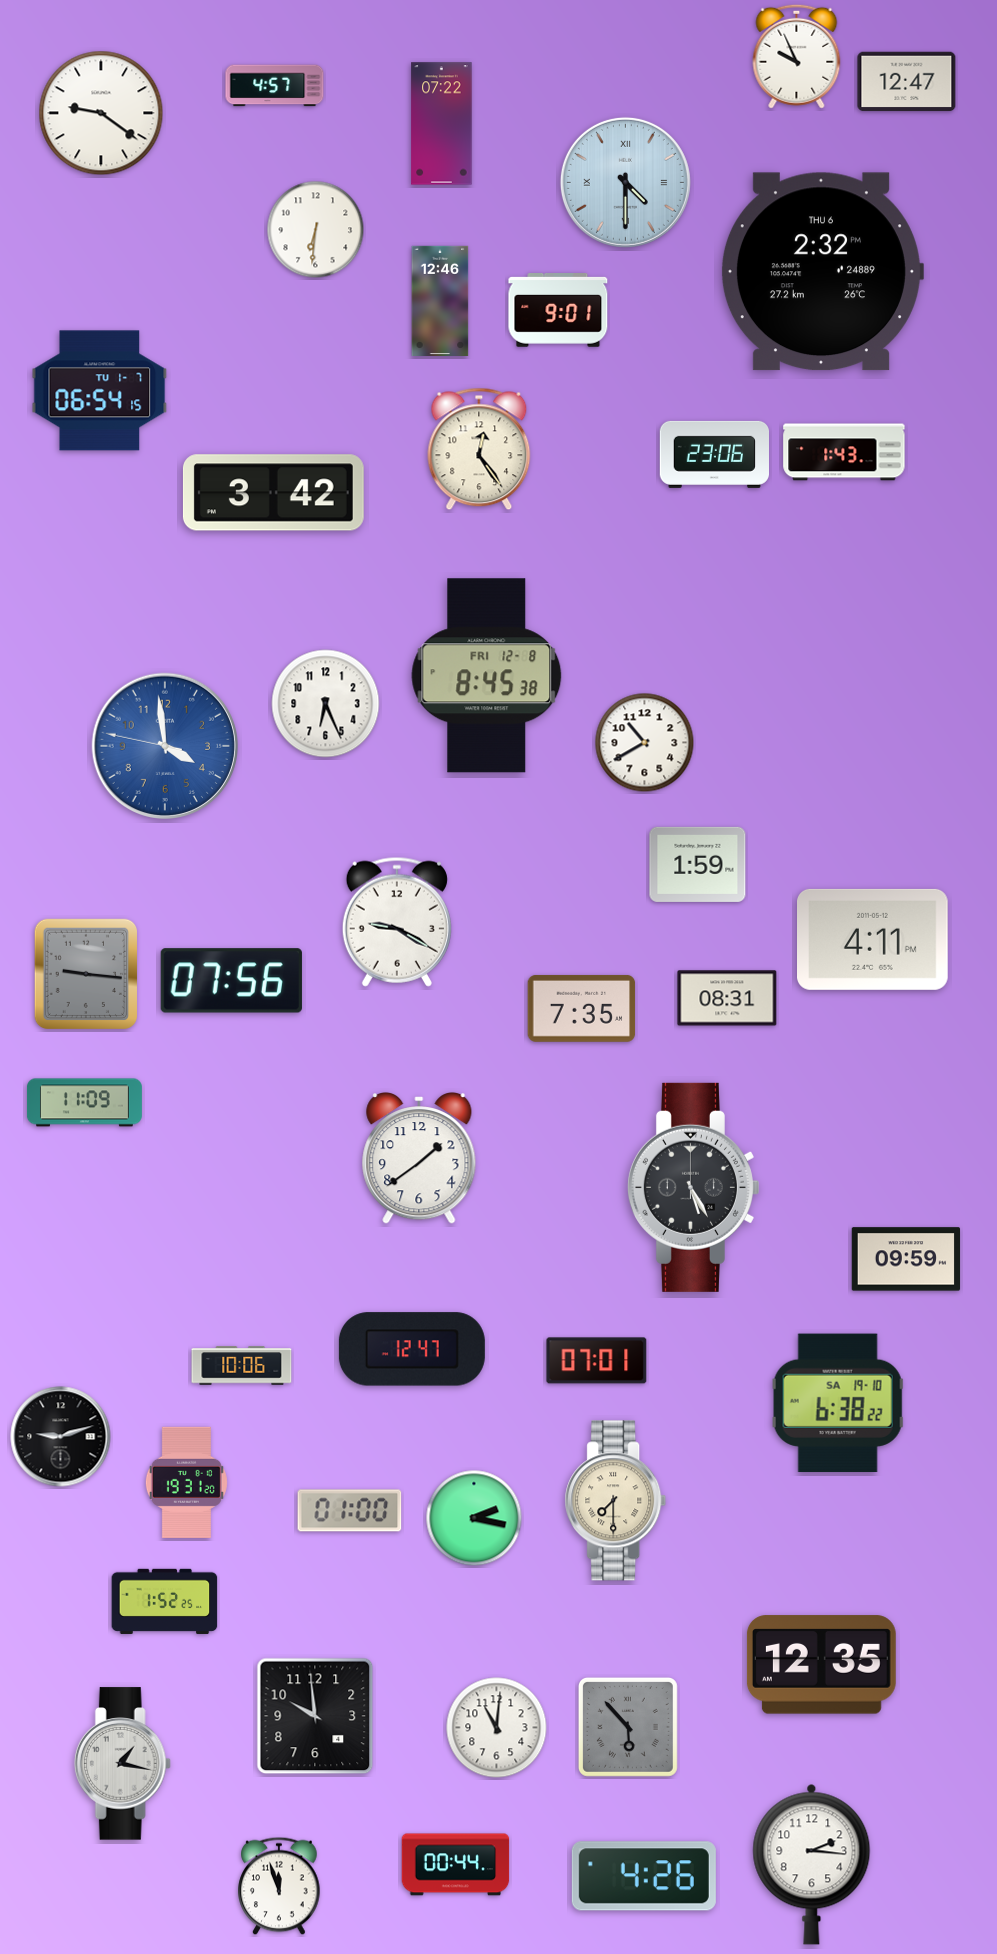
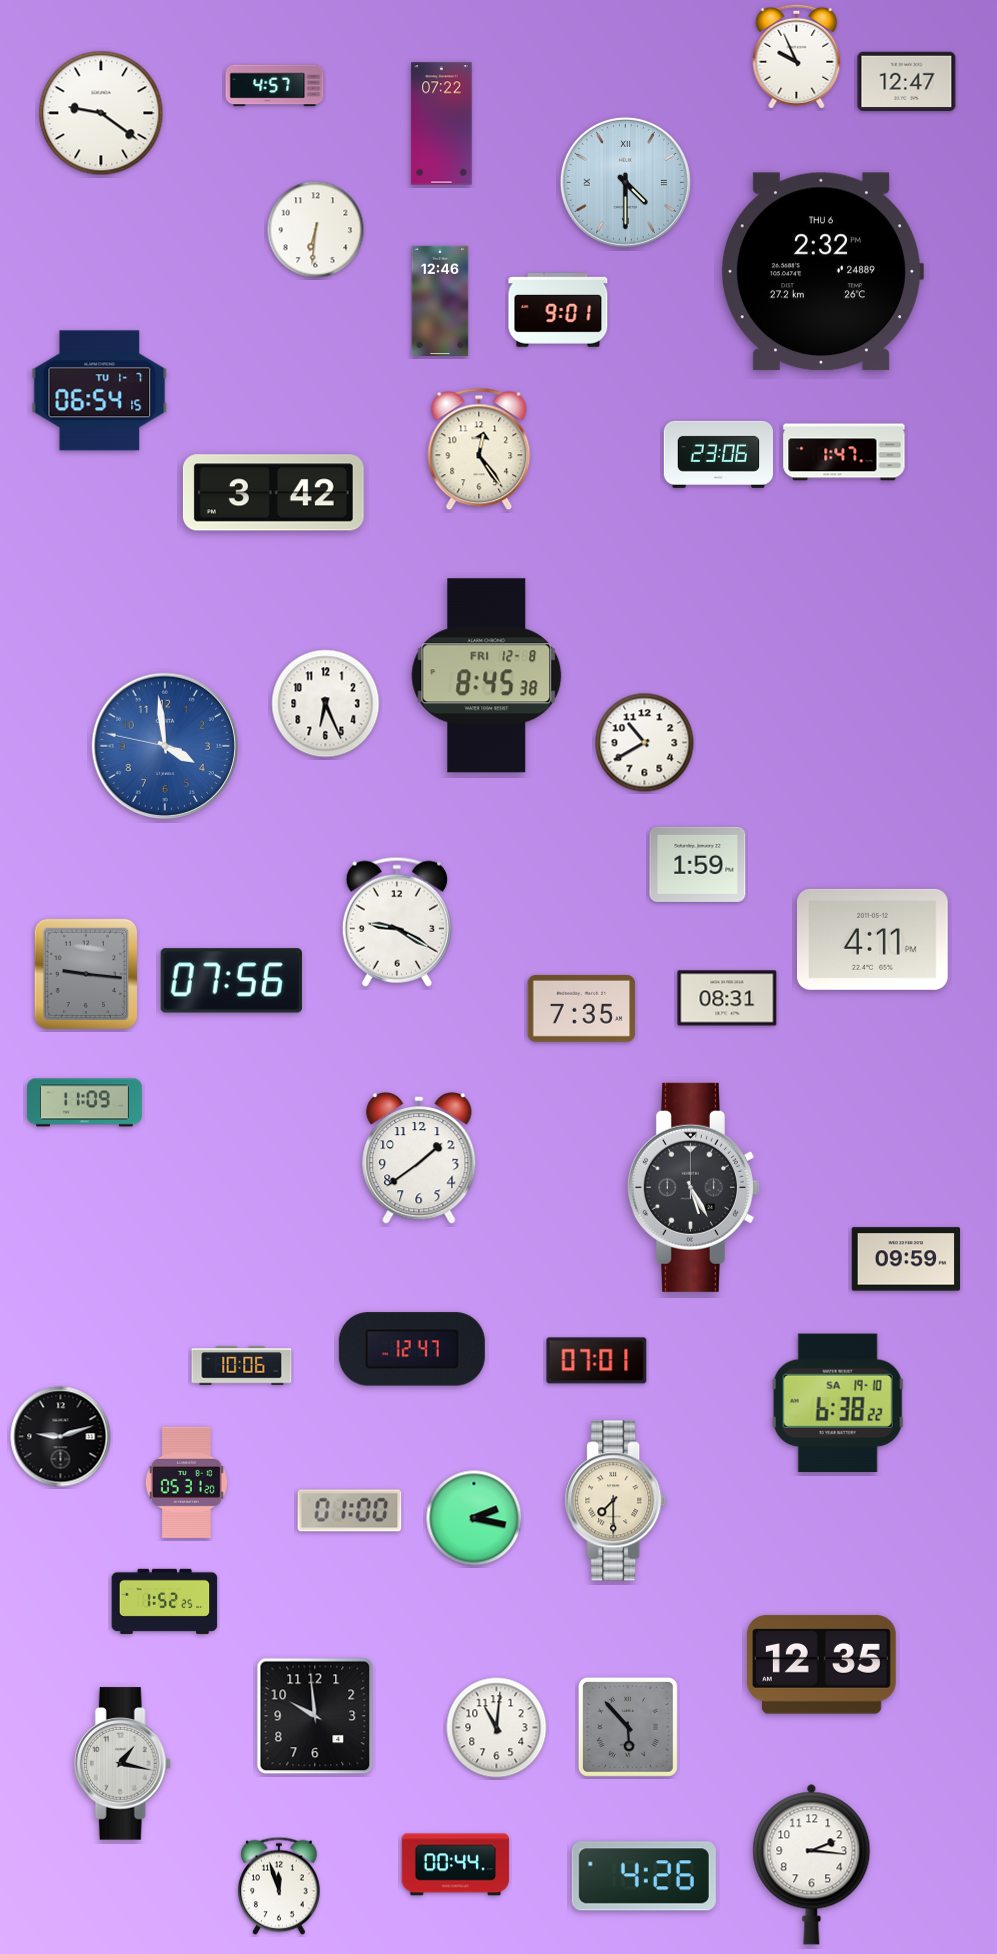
clock at (844, 452): 1:43 -> 1:47
clock at (714, 454) position: (714, 454) -> (718, 454)
clock at (186, 1482): 19:31 -> 05:31
